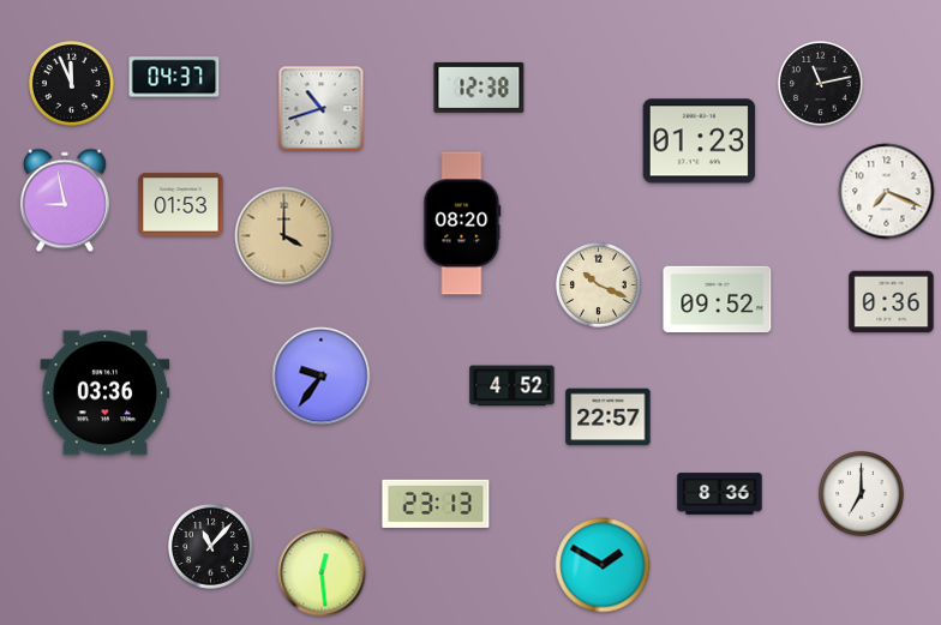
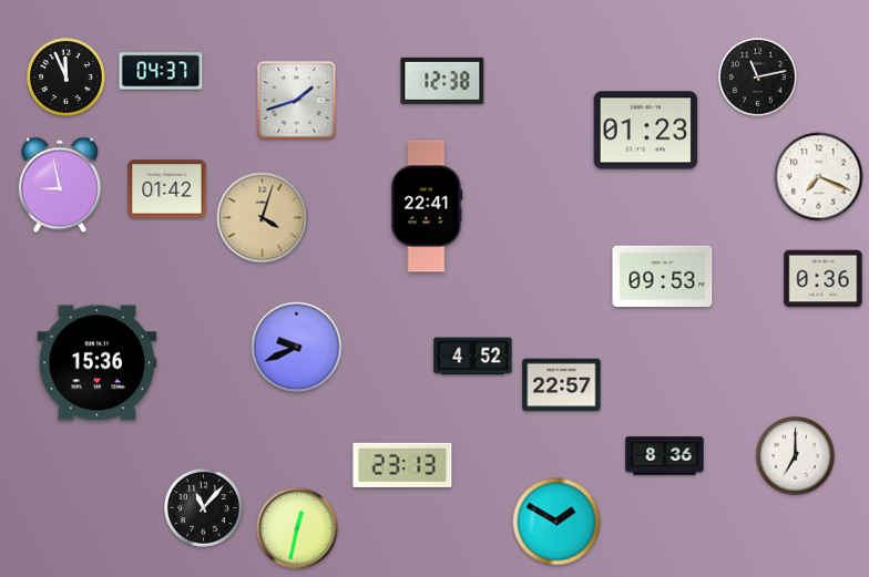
clock at (322, 109): 10:42 -> 1:42
clock at (181, 205): 01:53 -> 01:42
clock at (462, 223): 08:20 -> 22:41
clock at (284, 236): 4:00 -> 4:03
clock at (599, 286): 10:19 -> none
clock at (718, 300): 09:52 -> 09:53
clock at (322, 377): 9:36 -> 9:41
clock at (106, 393): 03:36 -> 15:36
clock at (211, 547) position: (211, 547) -> (204, 508)
clock at (322, 572): 12:29 -> 12:32
